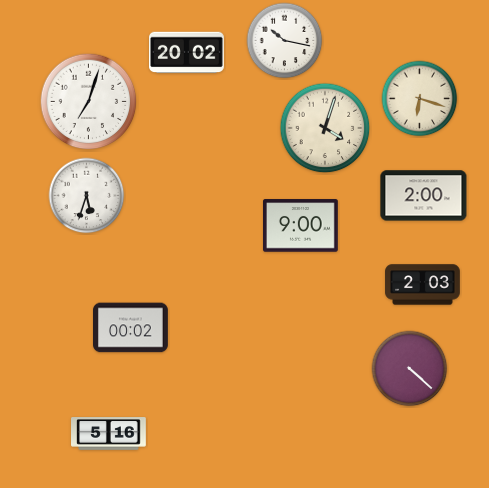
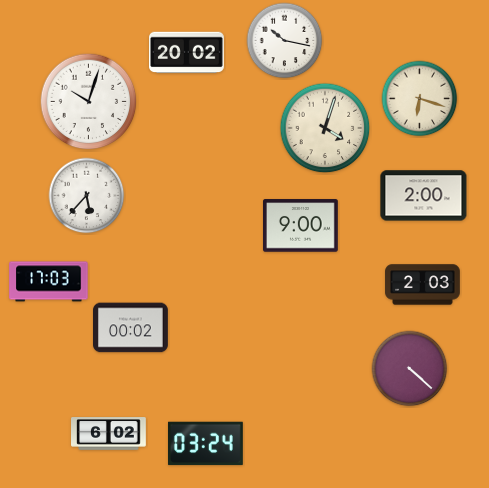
clock at (89, 102): 7:03 -> 10:03
clock at (87, 196): 5:33 -> 5:37
clock at (49, 282): none -> 17:03
clock at (109, 434): 5:16 -> 6:02
clock at (206, 444): none -> 03:24
